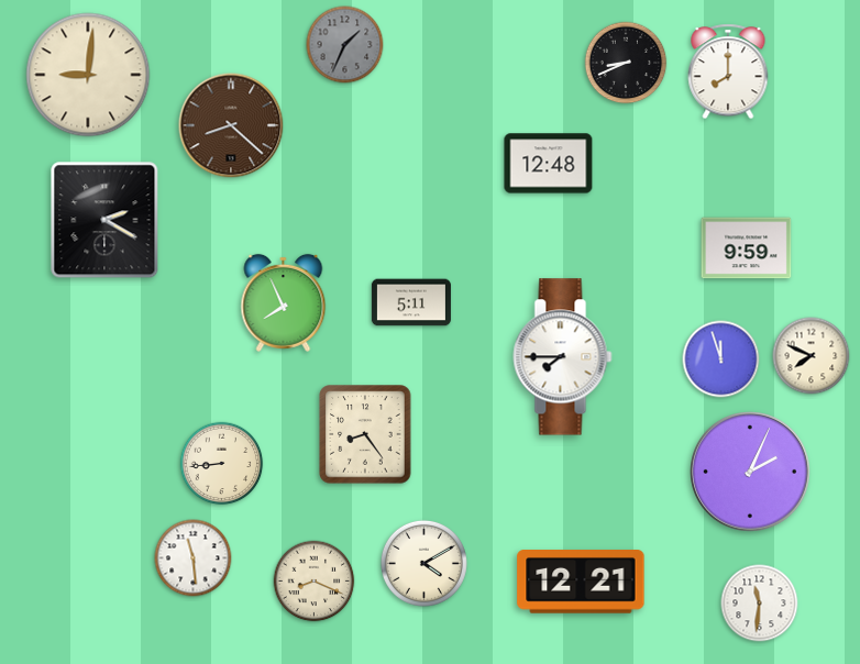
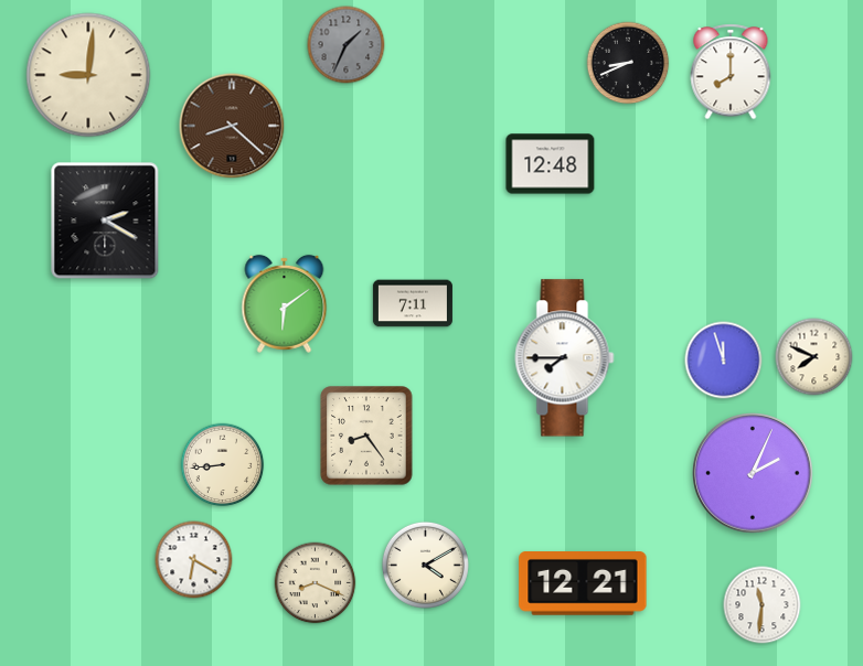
clock at (747, 248): 9:59 -> none
clock at (284, 302): 7:56 -> 6:09
clock at (411, 302): 5:11 -> 7:11
clock at (194, 558): 11:29 -> 6:20
